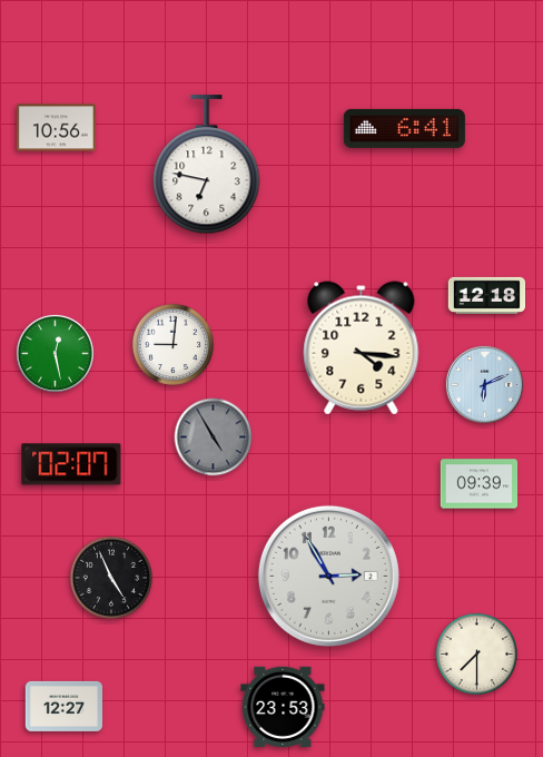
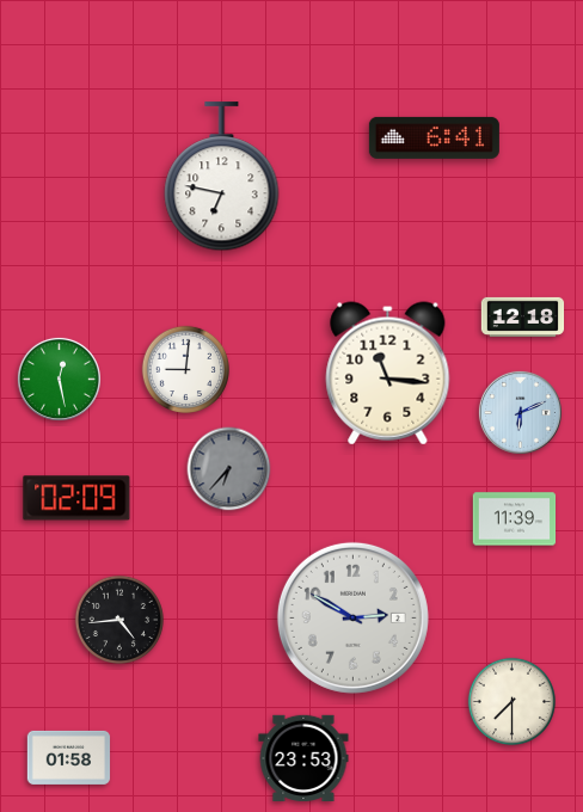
clock at (56, 128): 10:56 -> none
clock at (362, 348): 4:16 -> 11:16
clock at (214, 438): 4:55 -> 6:37
clock at (71, 464): 02:07 -> 02:09
clock at (480, 484): 09:39 -> 11:39
clock at (328, 576): 2:55 -> 2:50
clock at (111, 578): 4:56 -> 4:44
clock at (65, 706): 12:27 -> 01:58
